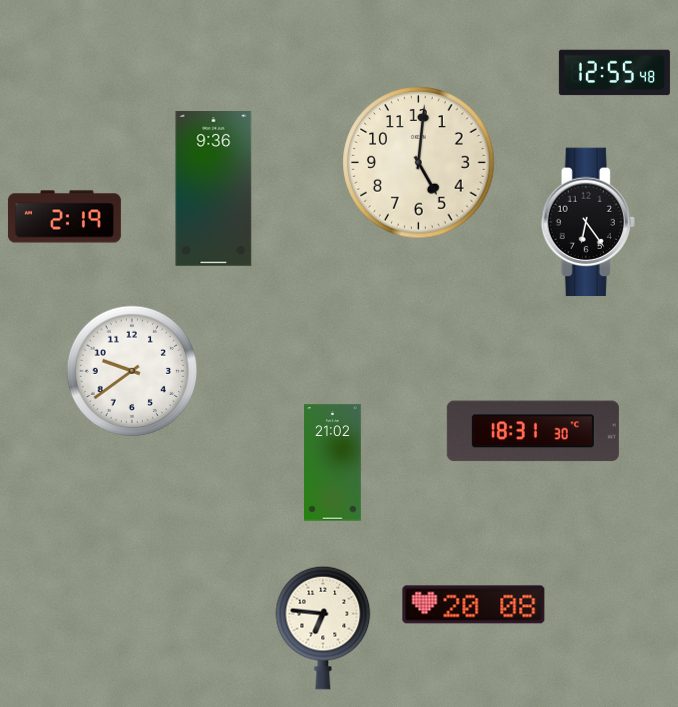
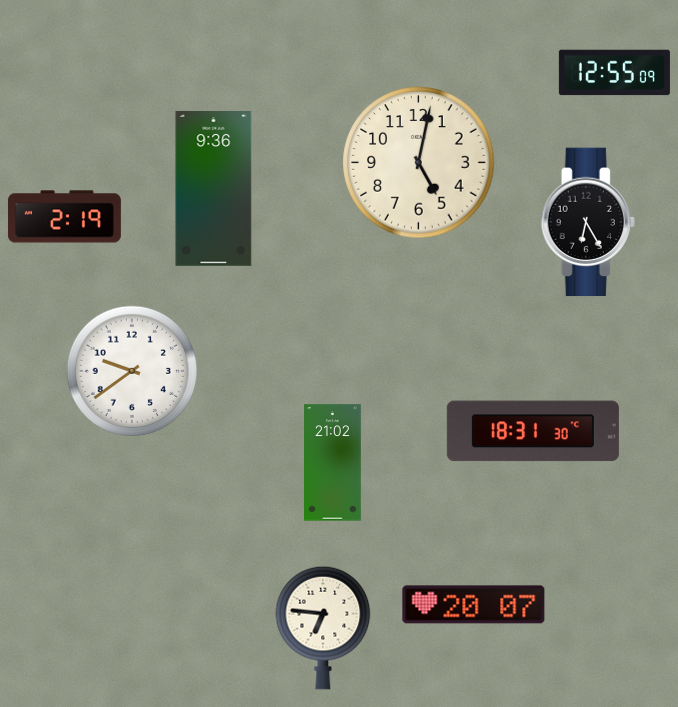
clock at (614, 73): 12:55:48 -> 12:55:09
clock at (419, 163): 5:01 -> 5:02
clock at (588, 222): 6:24 -> 6:25
clock at (474, 605): 20:08 -> 20:07
